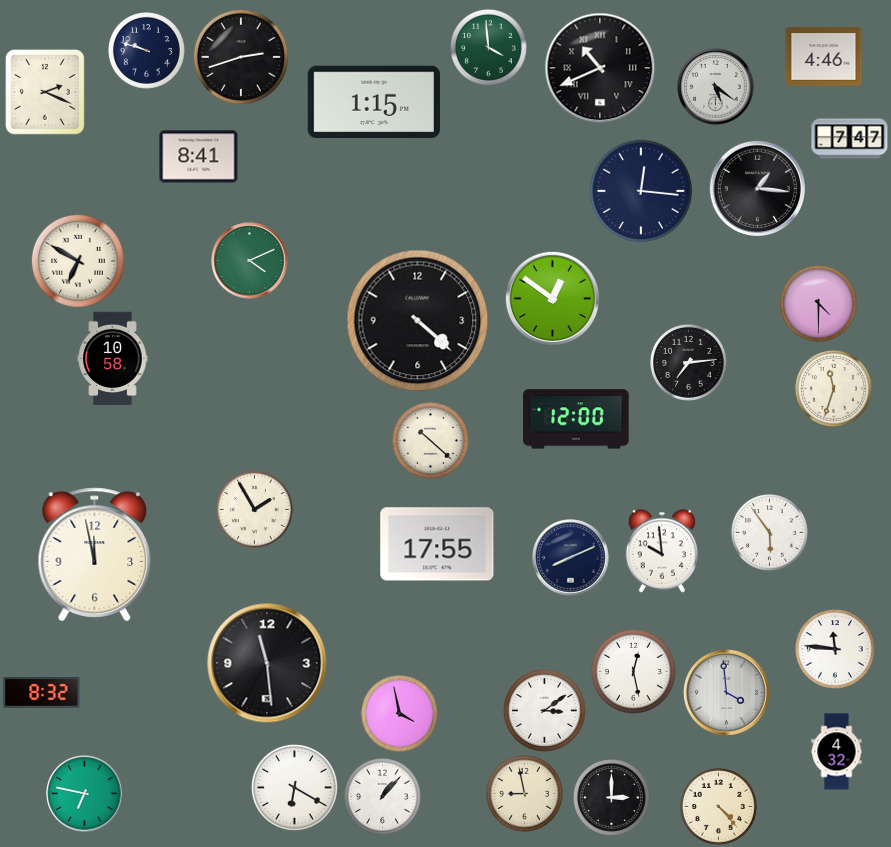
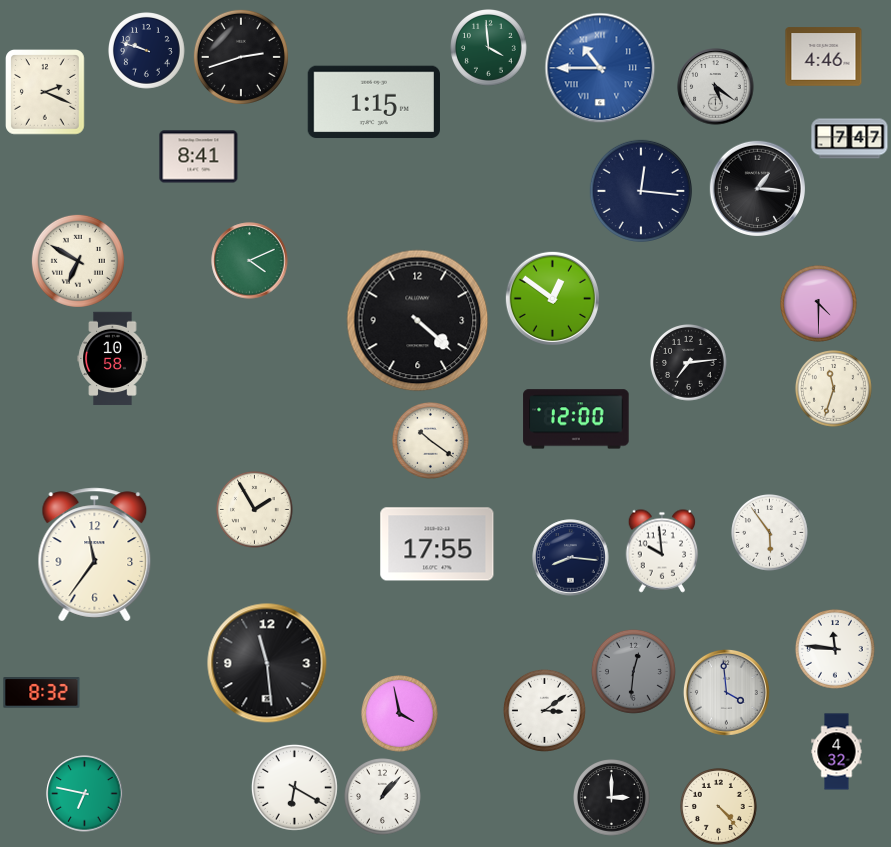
clock at (600, 68): 10:41 -> 10:45
clock at (600, 68) dial: black -> blue
clock at (431, 441): 10:22 -> 10:21
clock at (95, 555): 11:58 -> 11:36
clock at (571, 558): 8:11 -> 8:16
clock at (633, 671): 12:28 -> 12:31
clock at (633, 671) dial: white -> grey
clock at (525, 794): 8:58 -> none
